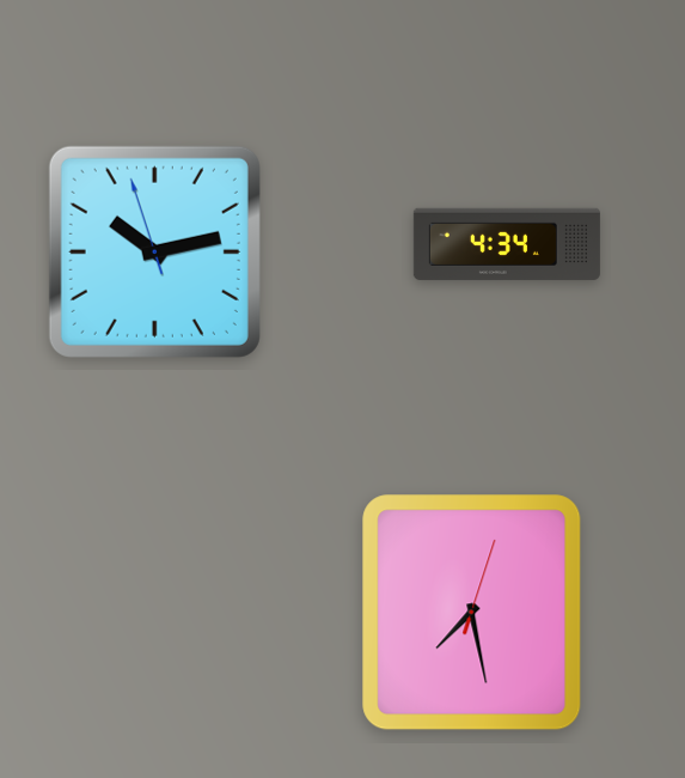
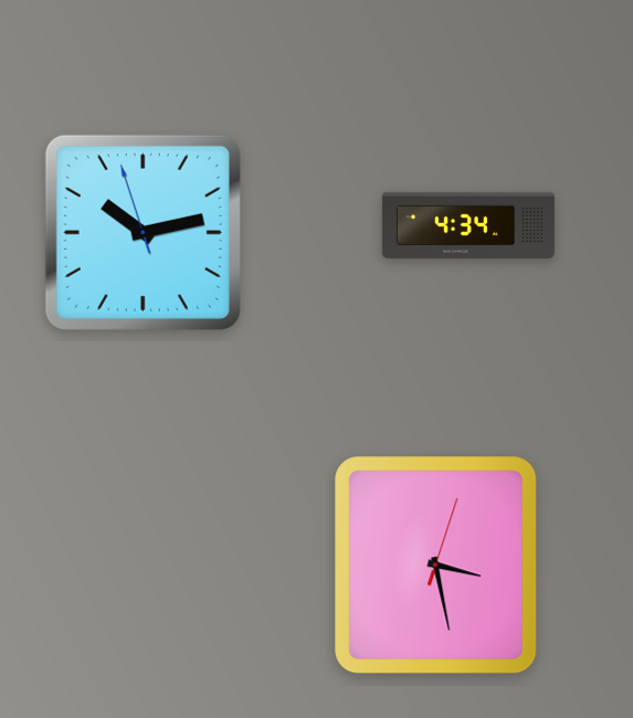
clock at (472, 613): 7:28 -> 3:28
